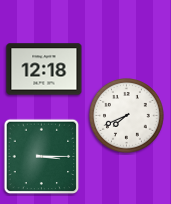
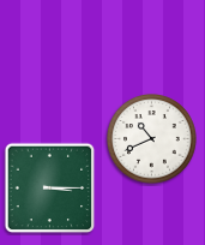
clock at (44, 69): 12:18 -> none
clock at (127, 116): 7:41 -> 10:41
